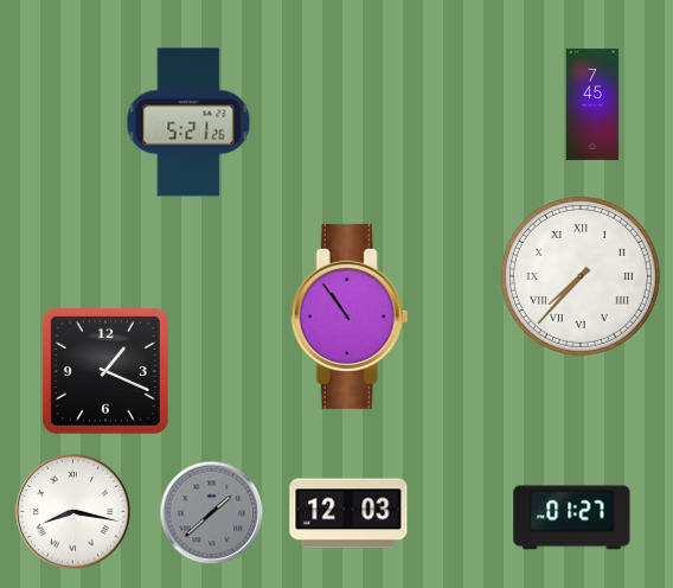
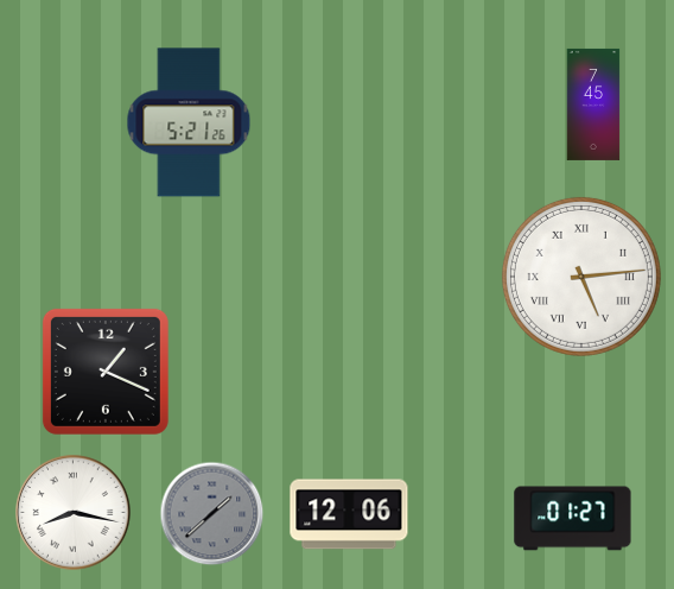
clock at (581, 276): 7:37 -> 5:14
clock at (350, 317): 10:54 -> none
clock at (348, 513): 12:03 -> 12:06
